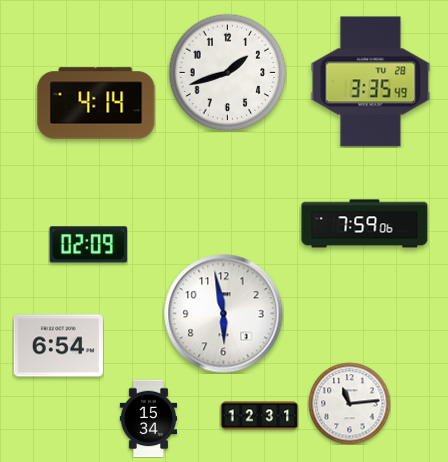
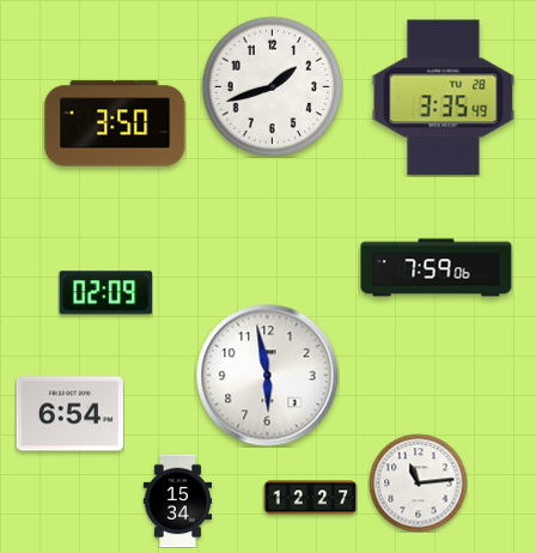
clock at (96, 103): 4:14 -> 3:50
clock at (259, 416): 12:31 -> 12:27
